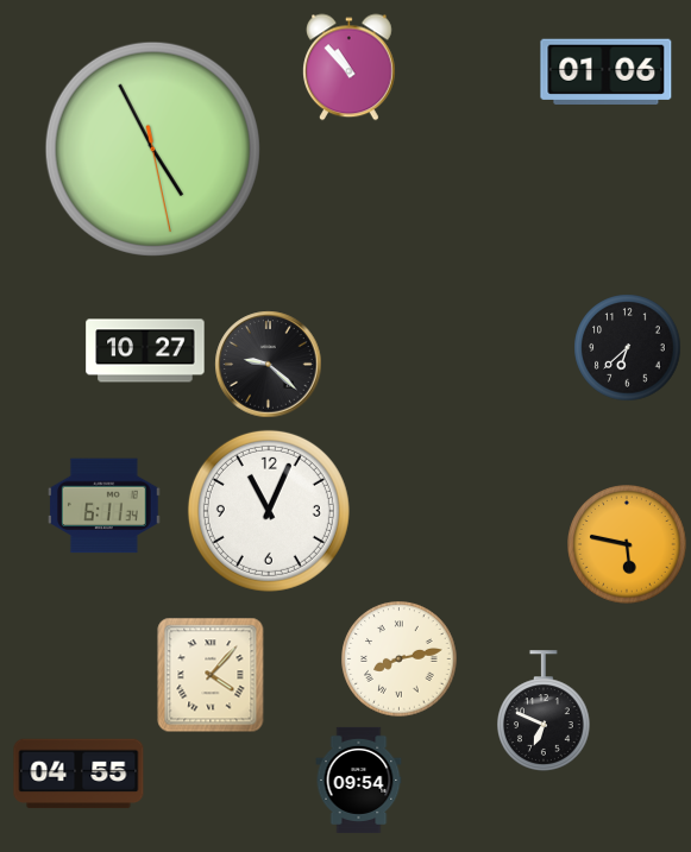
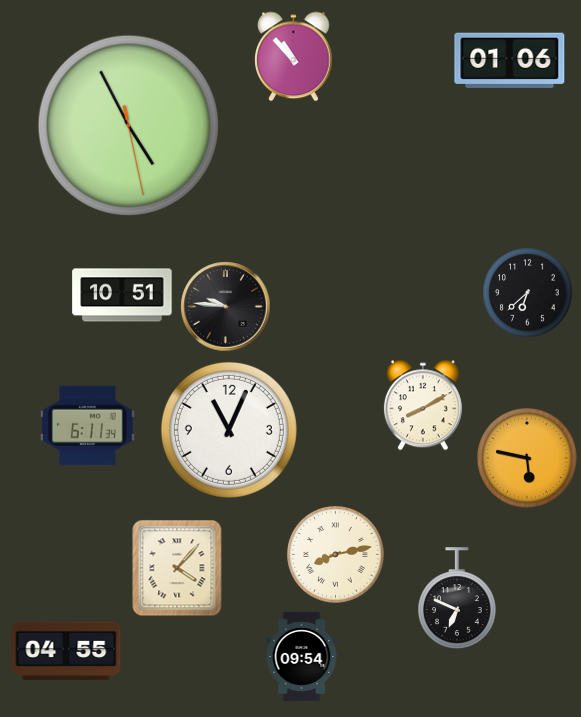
clock at (145, 351): 10:27 -> 10:51
clock at (269, 365): 9:22 -> 9:46
clock at (423, 405): none -> 8:10
clock at (269, 511) position: (269, 511) -> (229, 430)
